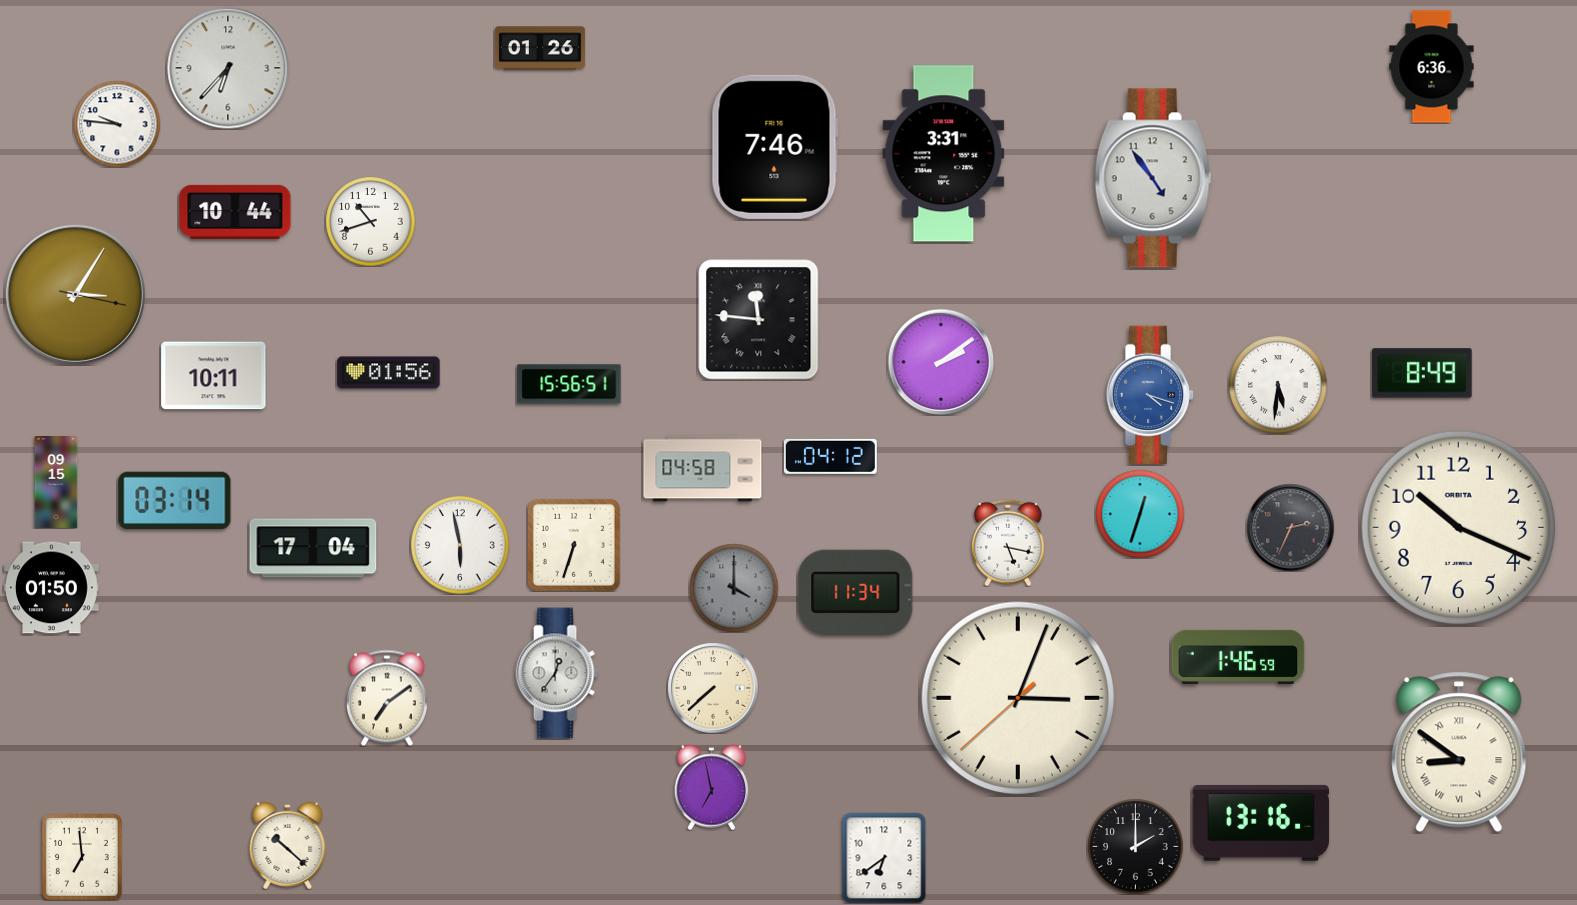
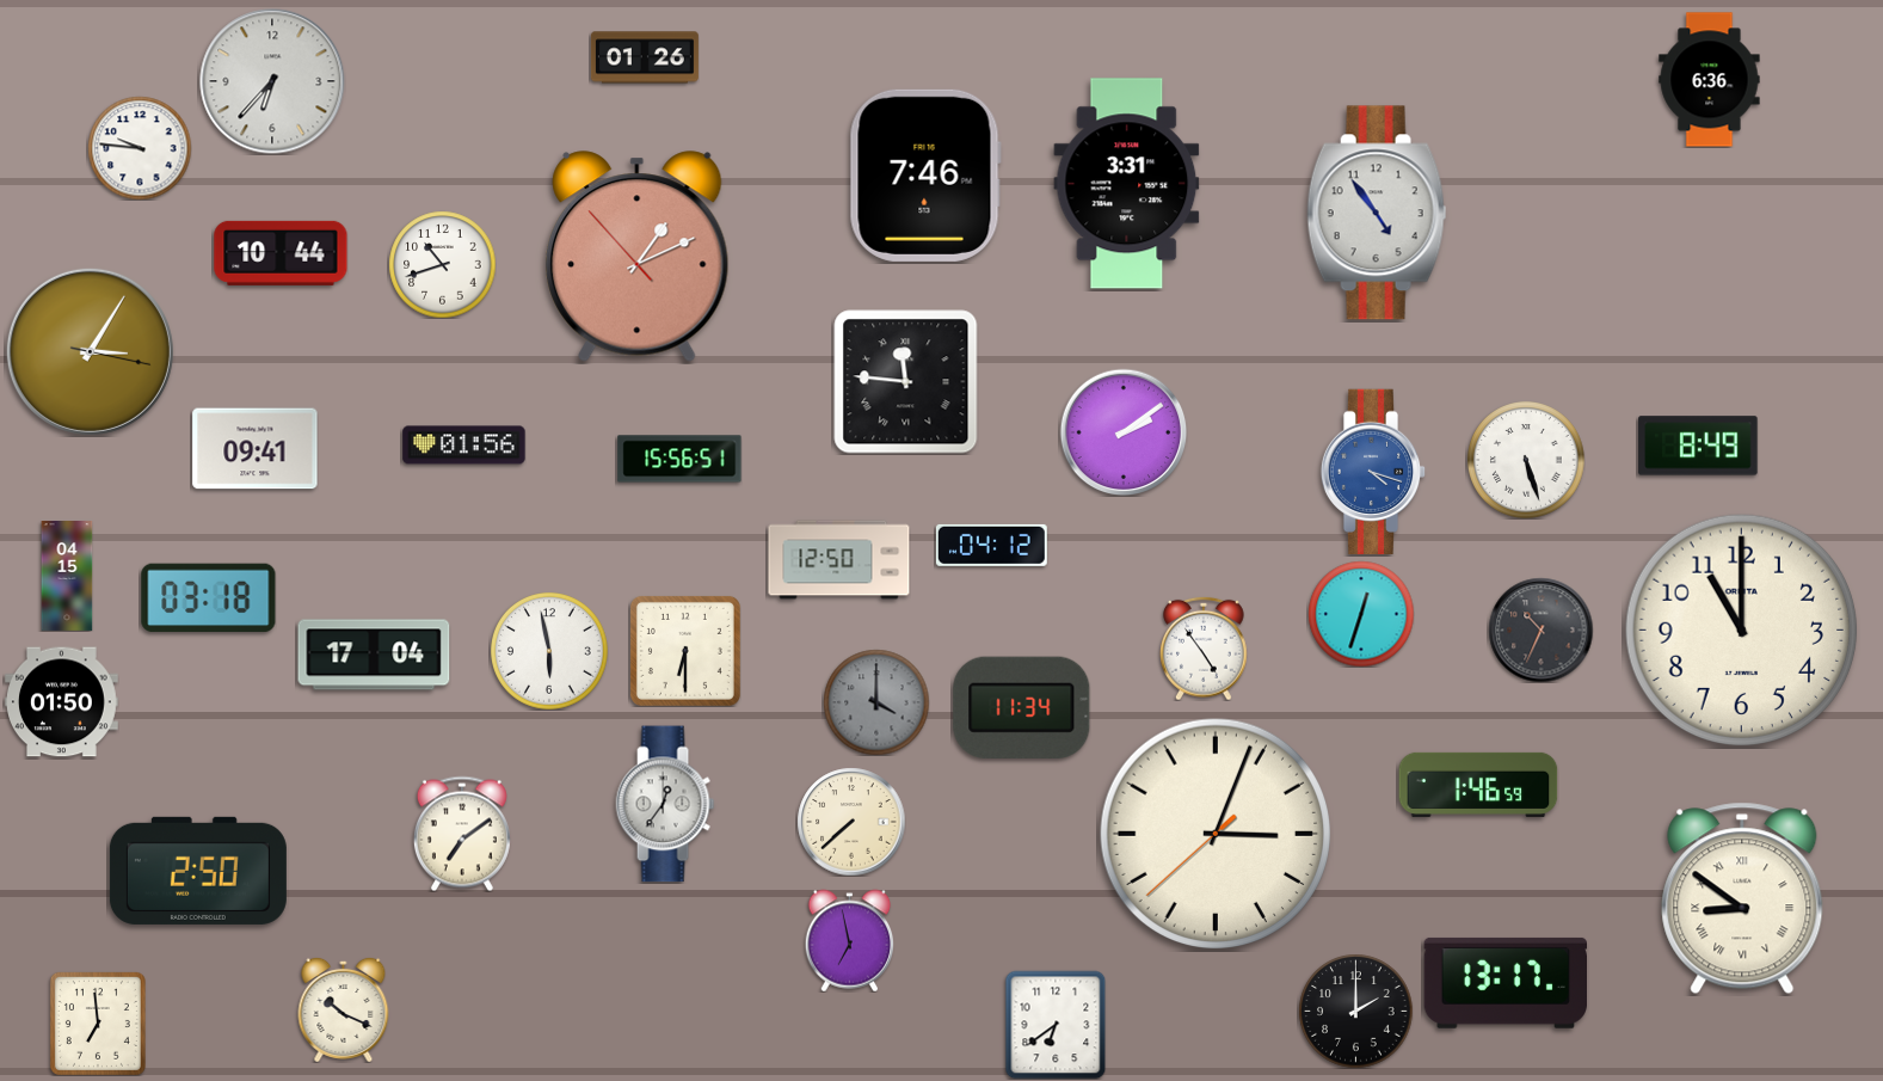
clock at (638, 257): none -> 1:10
clock at (214, 376): 10:11 -> 09:41
clock at (1279, 386): 5:31 -> 5:27
clock at (703, 469): 04:58 -> 12:50
clock at (56, 483): 09:15 -> 04:15
clock at (175, 501): 03:14 -> 03:18
clock at (1290, 527): 2:34 -> 10:34
clock at (1459, 528): 10:19 -> 11:00
clock at (1008, 543): 5:17 -> 4:54
clock at (574, 545): 6:33 -> 6:30
clock at (198, 871): none -> 2:50
clock at (1260, 823): 13:16 -> 13:17
clock at (288, 845): 10:22 -> 10:19
